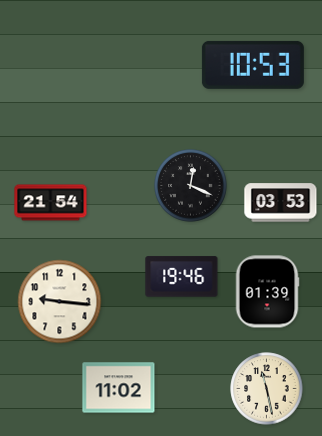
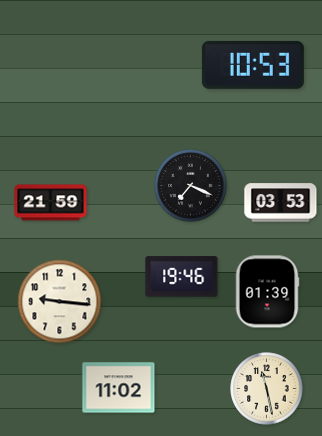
clock at (191, 186): 12:19 -> 7:19
clock at (51, 203): 21:54 -> 21:59
